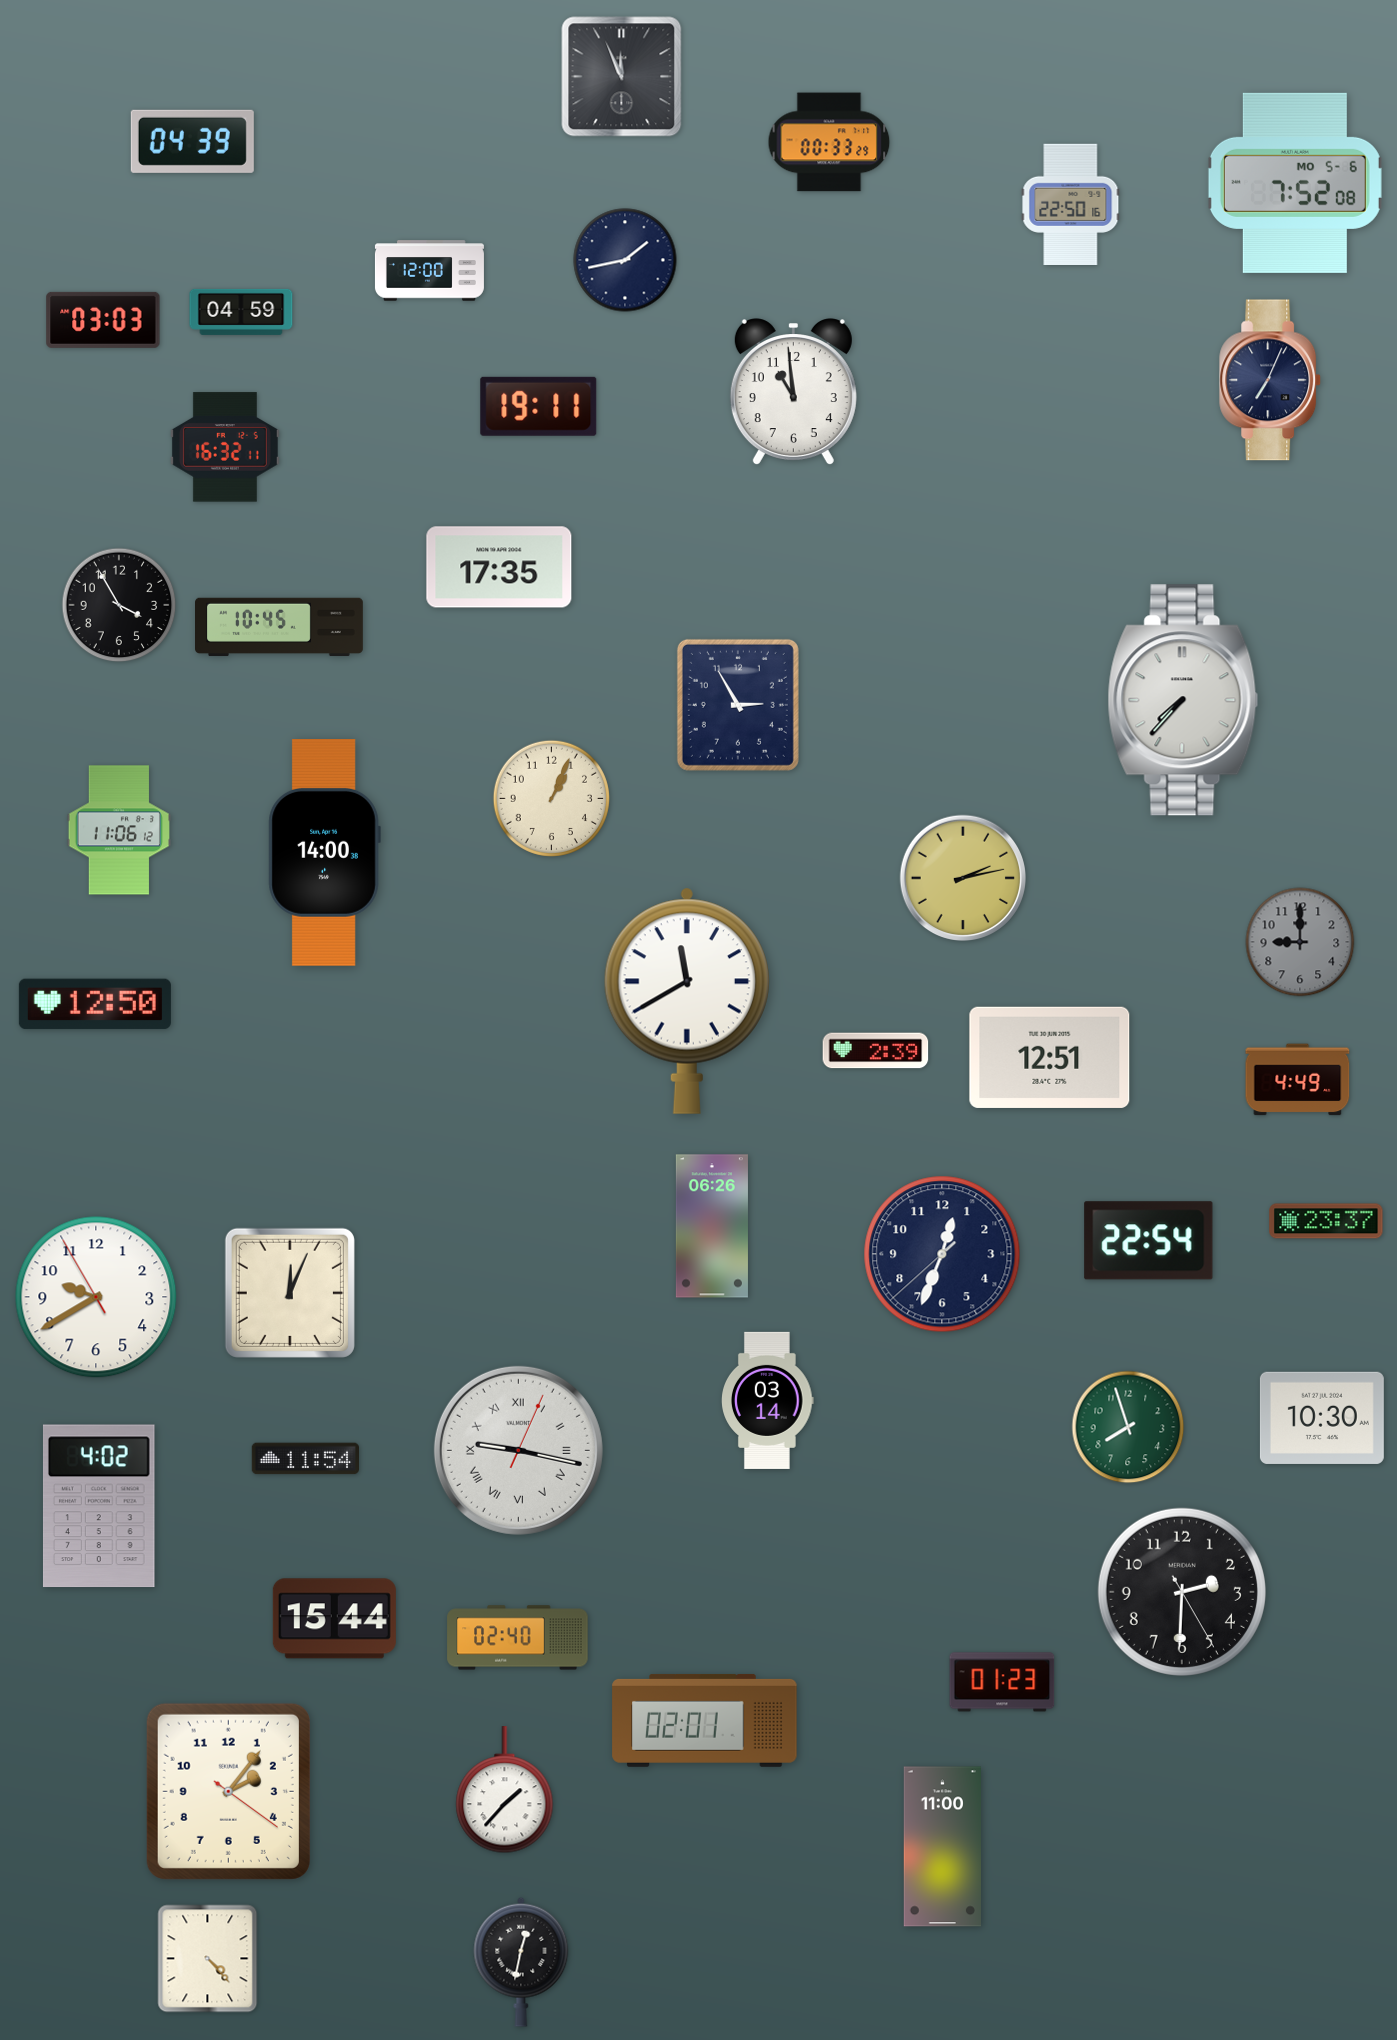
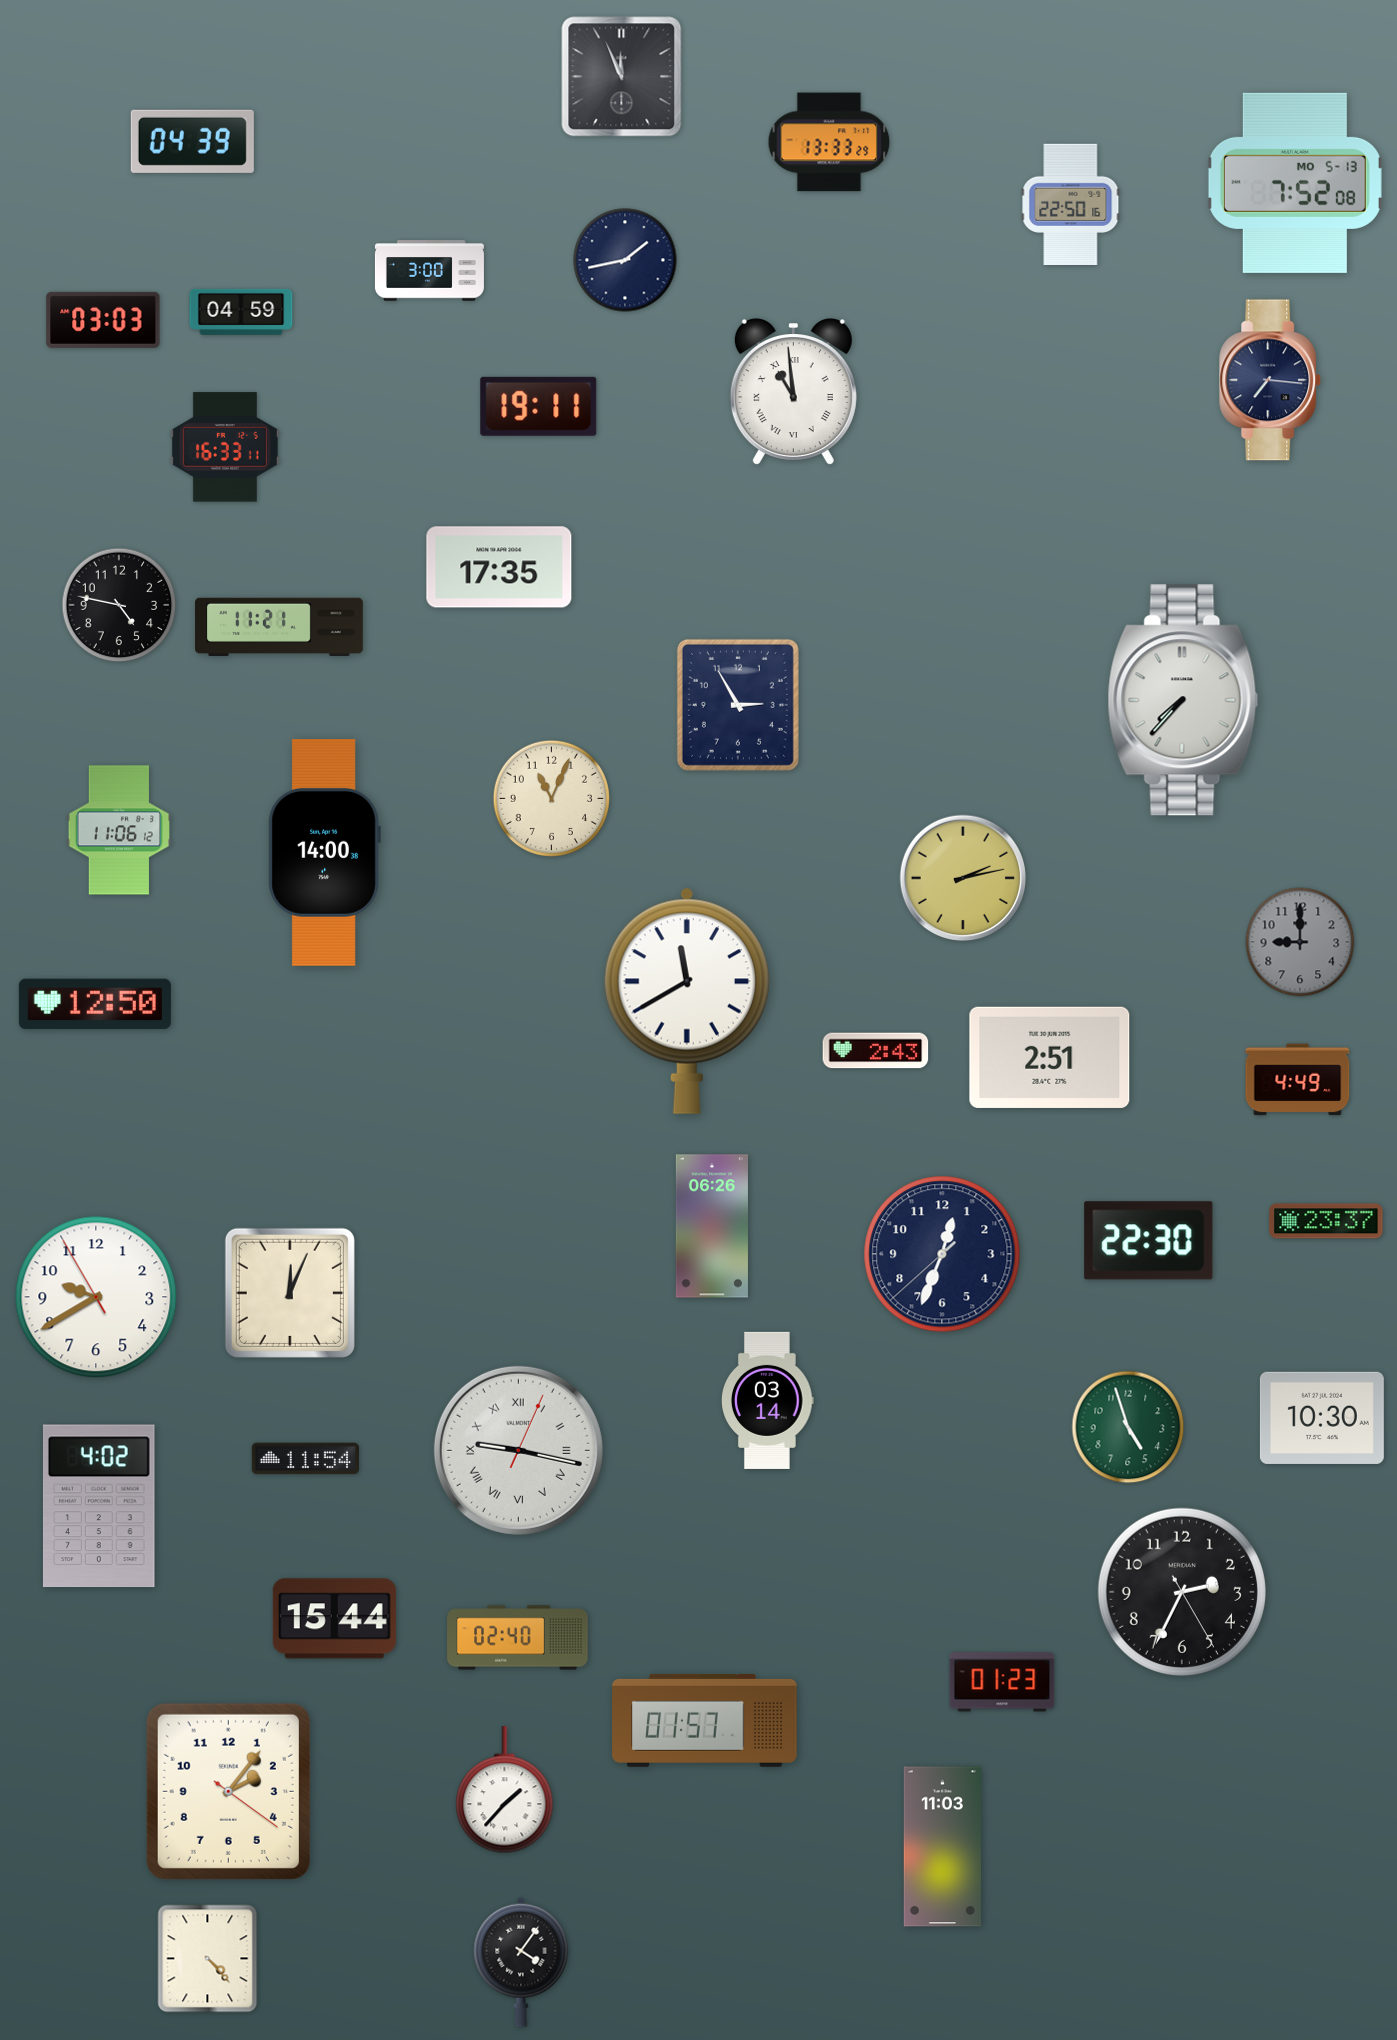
clock at (829, 142): 00:33 -> 13:33
clock at (1295, 183) date: MO 5-6 -> MO 5-13
clock at (429, 271): 12:00 -> 3:00
clock at (1271, 380): 7:04 -> 7:16
clock at (793, 392) numerals: Arabic -> Roman
clock at (225, 447): 16:32 -> 16:33
clock at (119, 605): 3:55 -> 4:47
clock at (280, 627): 10:45 -> 11:21
clock at (551, 798): 1:04 -> 11:04
clock at (876, 1051): 2:39 -> 2:43
clock at (1050, 1057): 12:51 -> 2:51
clock at (1149, 1241): 22:54 -> 22:30
clock at (1128, 1427): 7:57 -> 4:57
clock at (1182, 1592): 2:30 -> 2:34
clock at (705, 1720): 02:01 -> 01:57
clock at (942, 1847): 11:00 -> 11:03
clock at (521, 1962): 12:32 -> 4:06
